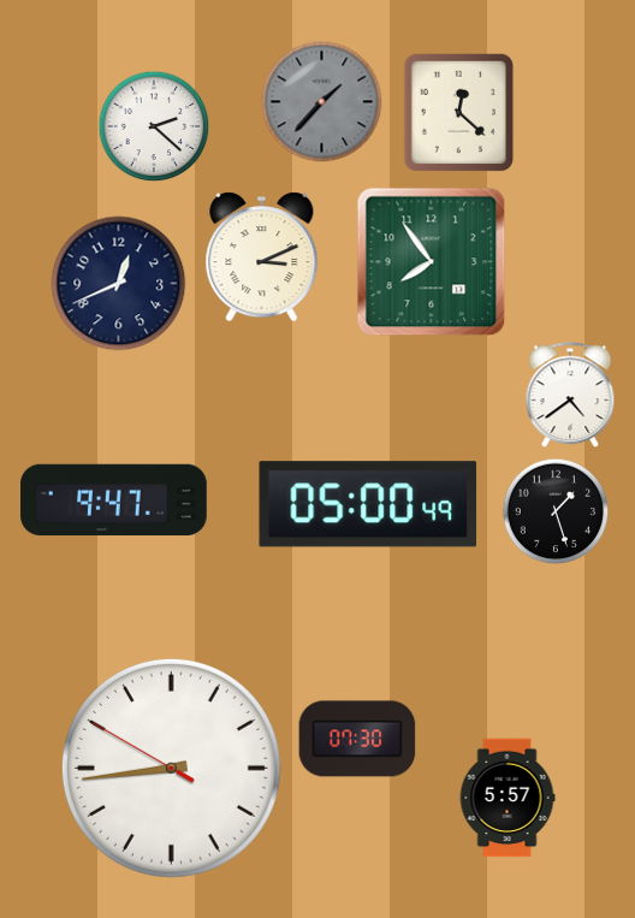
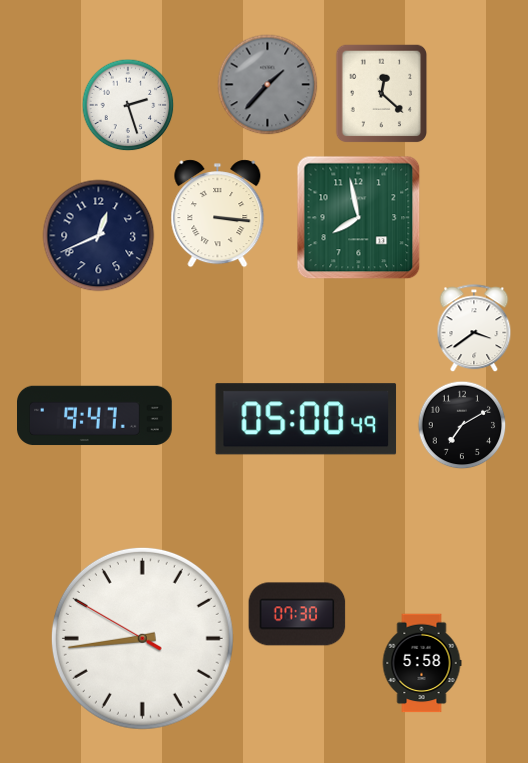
clock at (154, 126): 2:22 -> 2:27
clock at (262, 257): 3:11 -> 3:16
clock at (432, 262): 7:54 -> 7:58
clock at (570, 395): 4:39 -> 3:39
clock at (556, 511): 1:27 -> 7:10
clock at (508, 798): 5:57 -> 5:58
